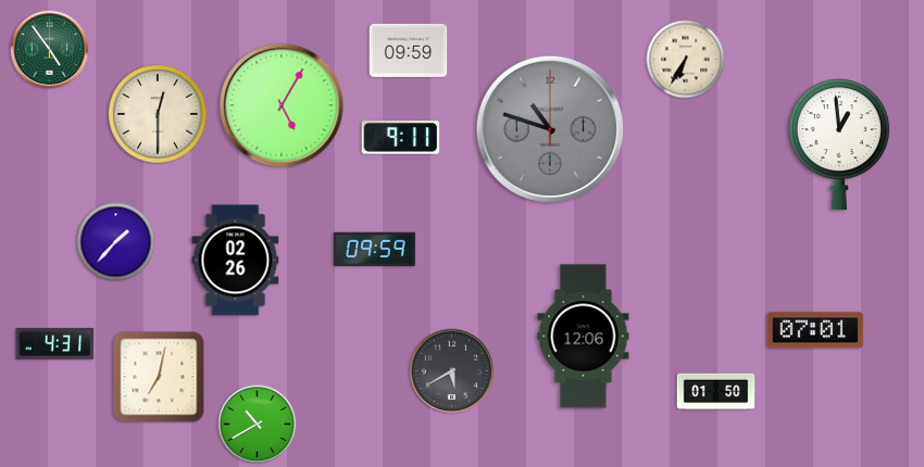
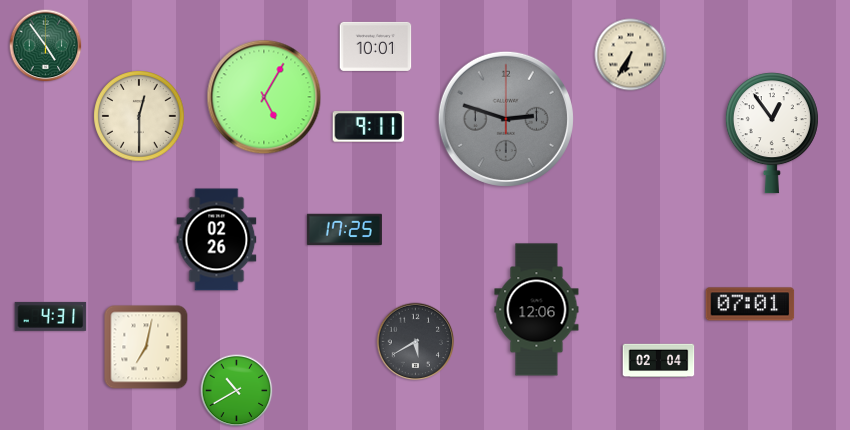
clock at (409, 50): 09:59 -> 10:01
clock at (282, 105) position: (282, 105) -> (264, 97)
clock at (158, 114) position: (158, 114) -> (139, 116)
clock at (550, 129): 10:48 -> 2:48
clock at (839, 144): 12:59 -> 12:54
clock at (116, 242): 1:37 -> none
clock at (374, 250): 09:59 -> 17:25
clock at (716, 392): 01:50 -> 02:04
